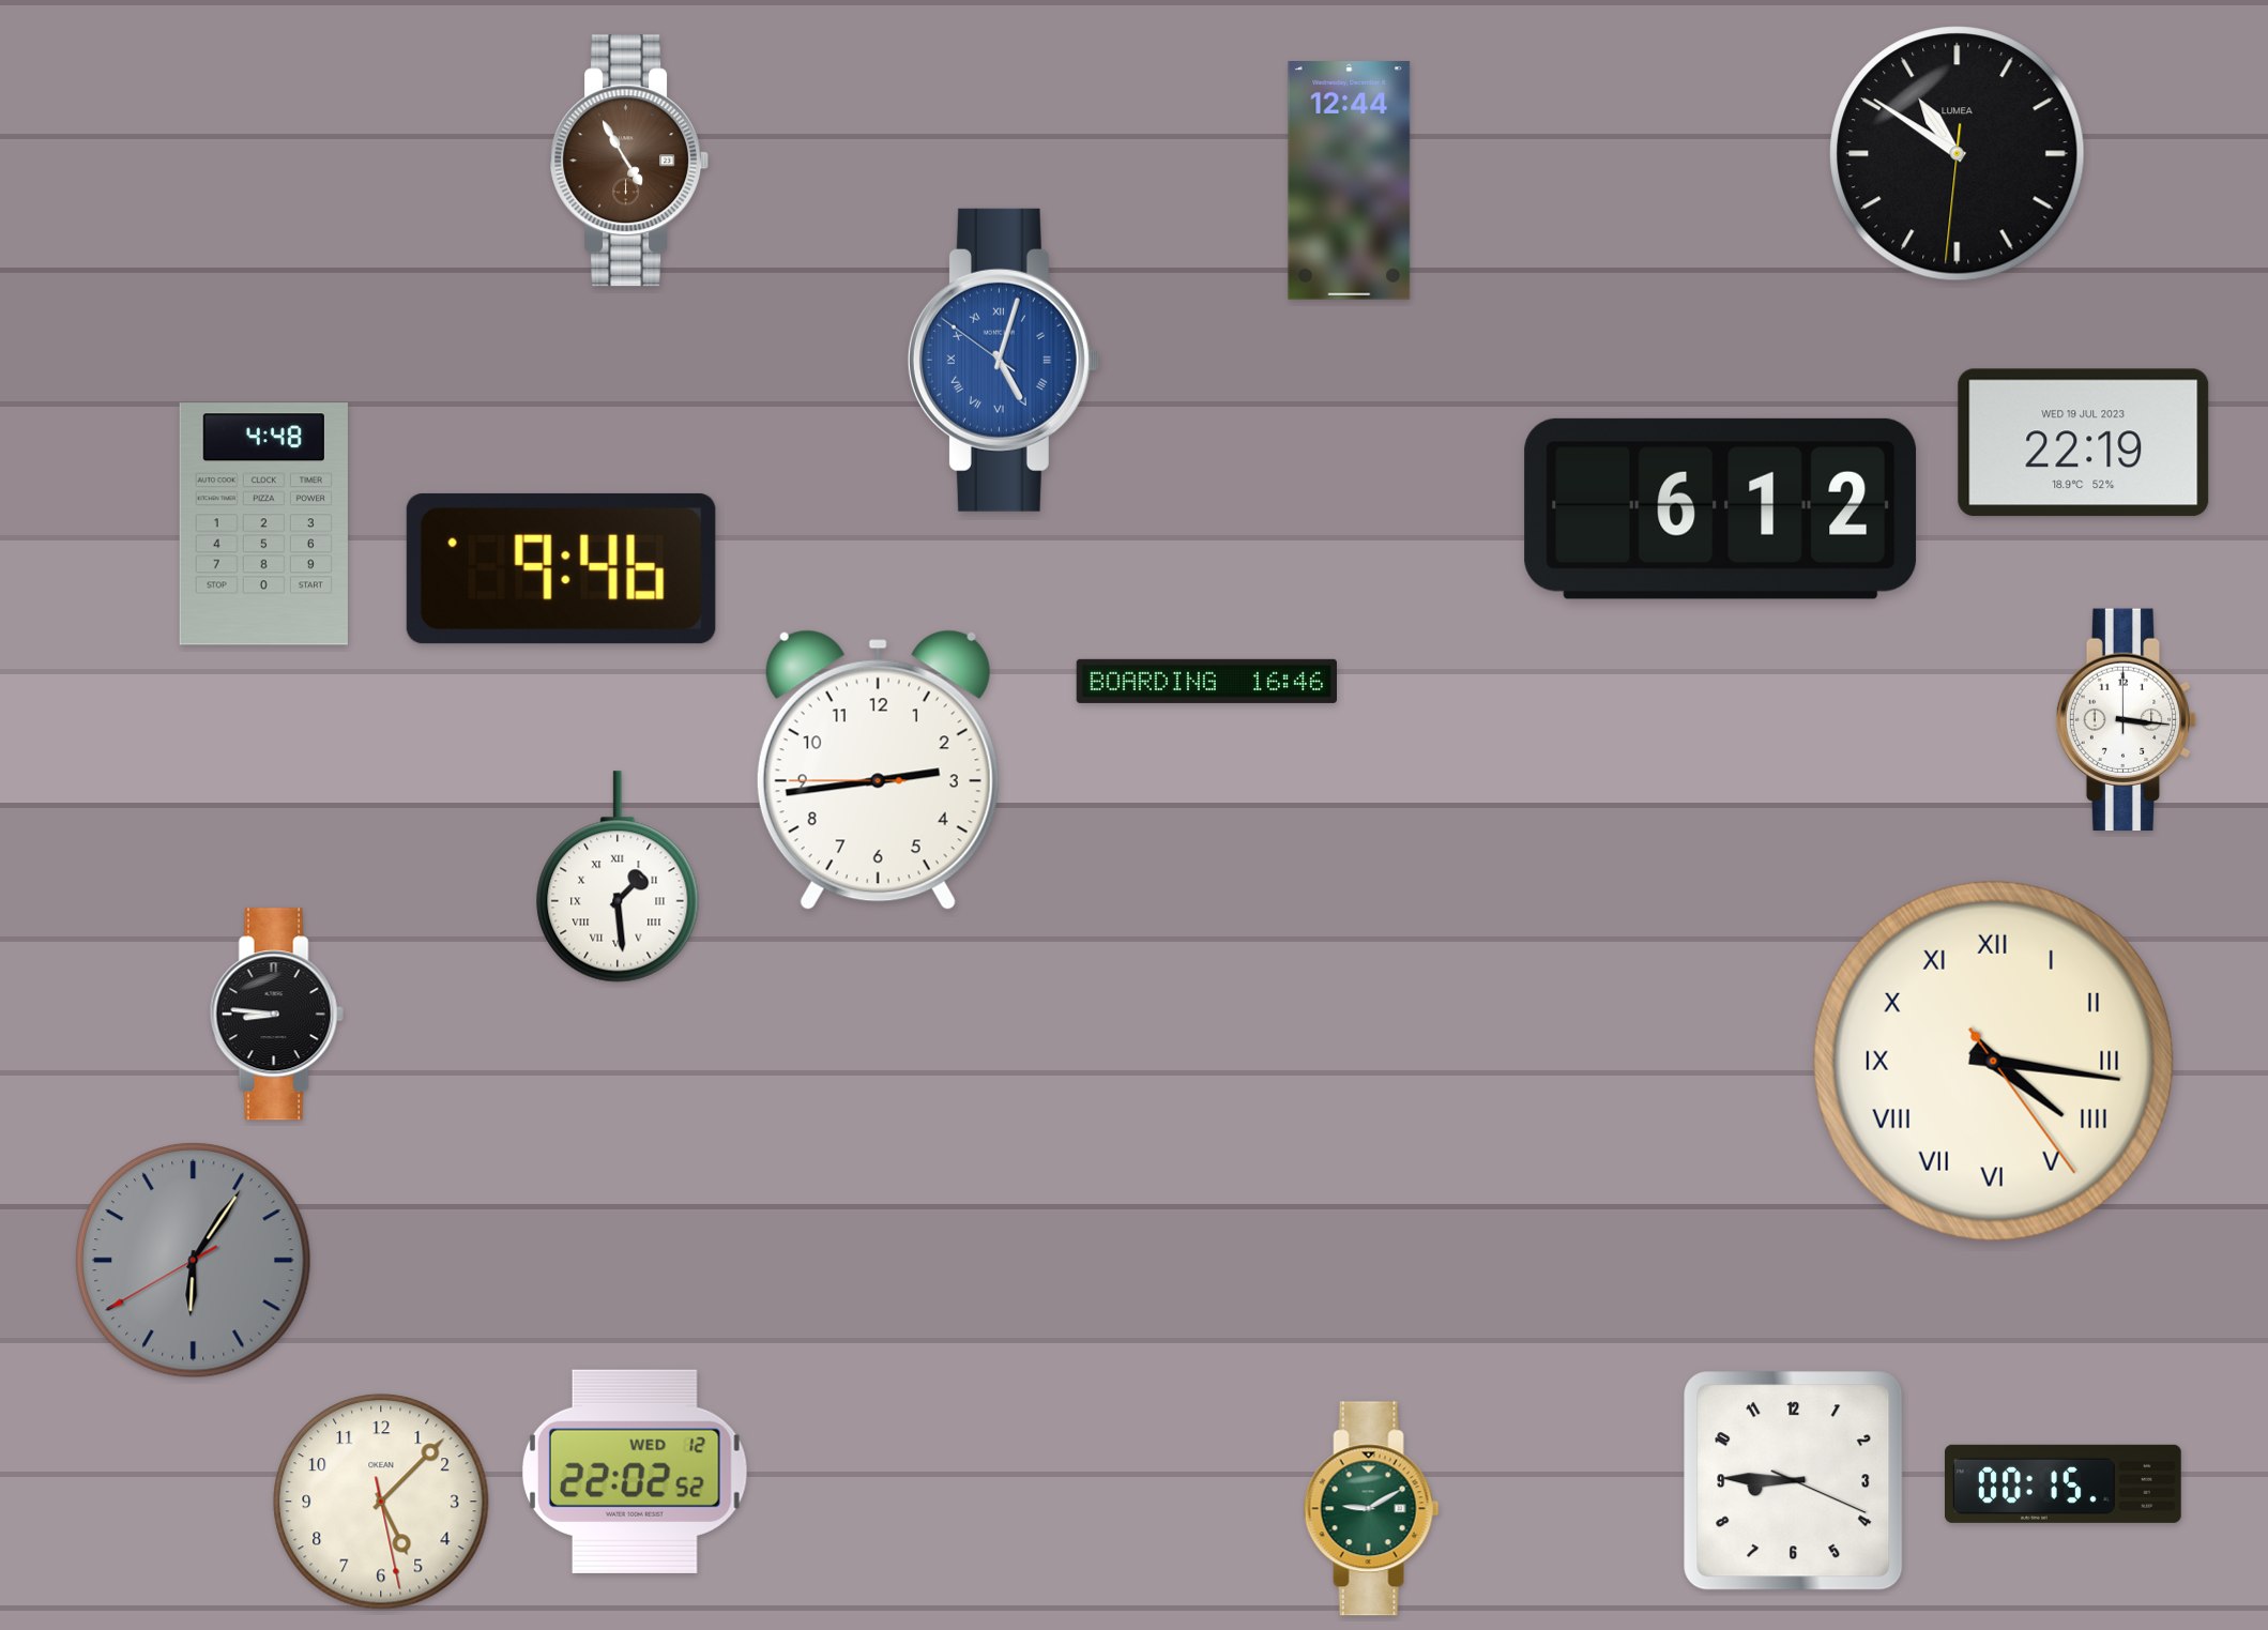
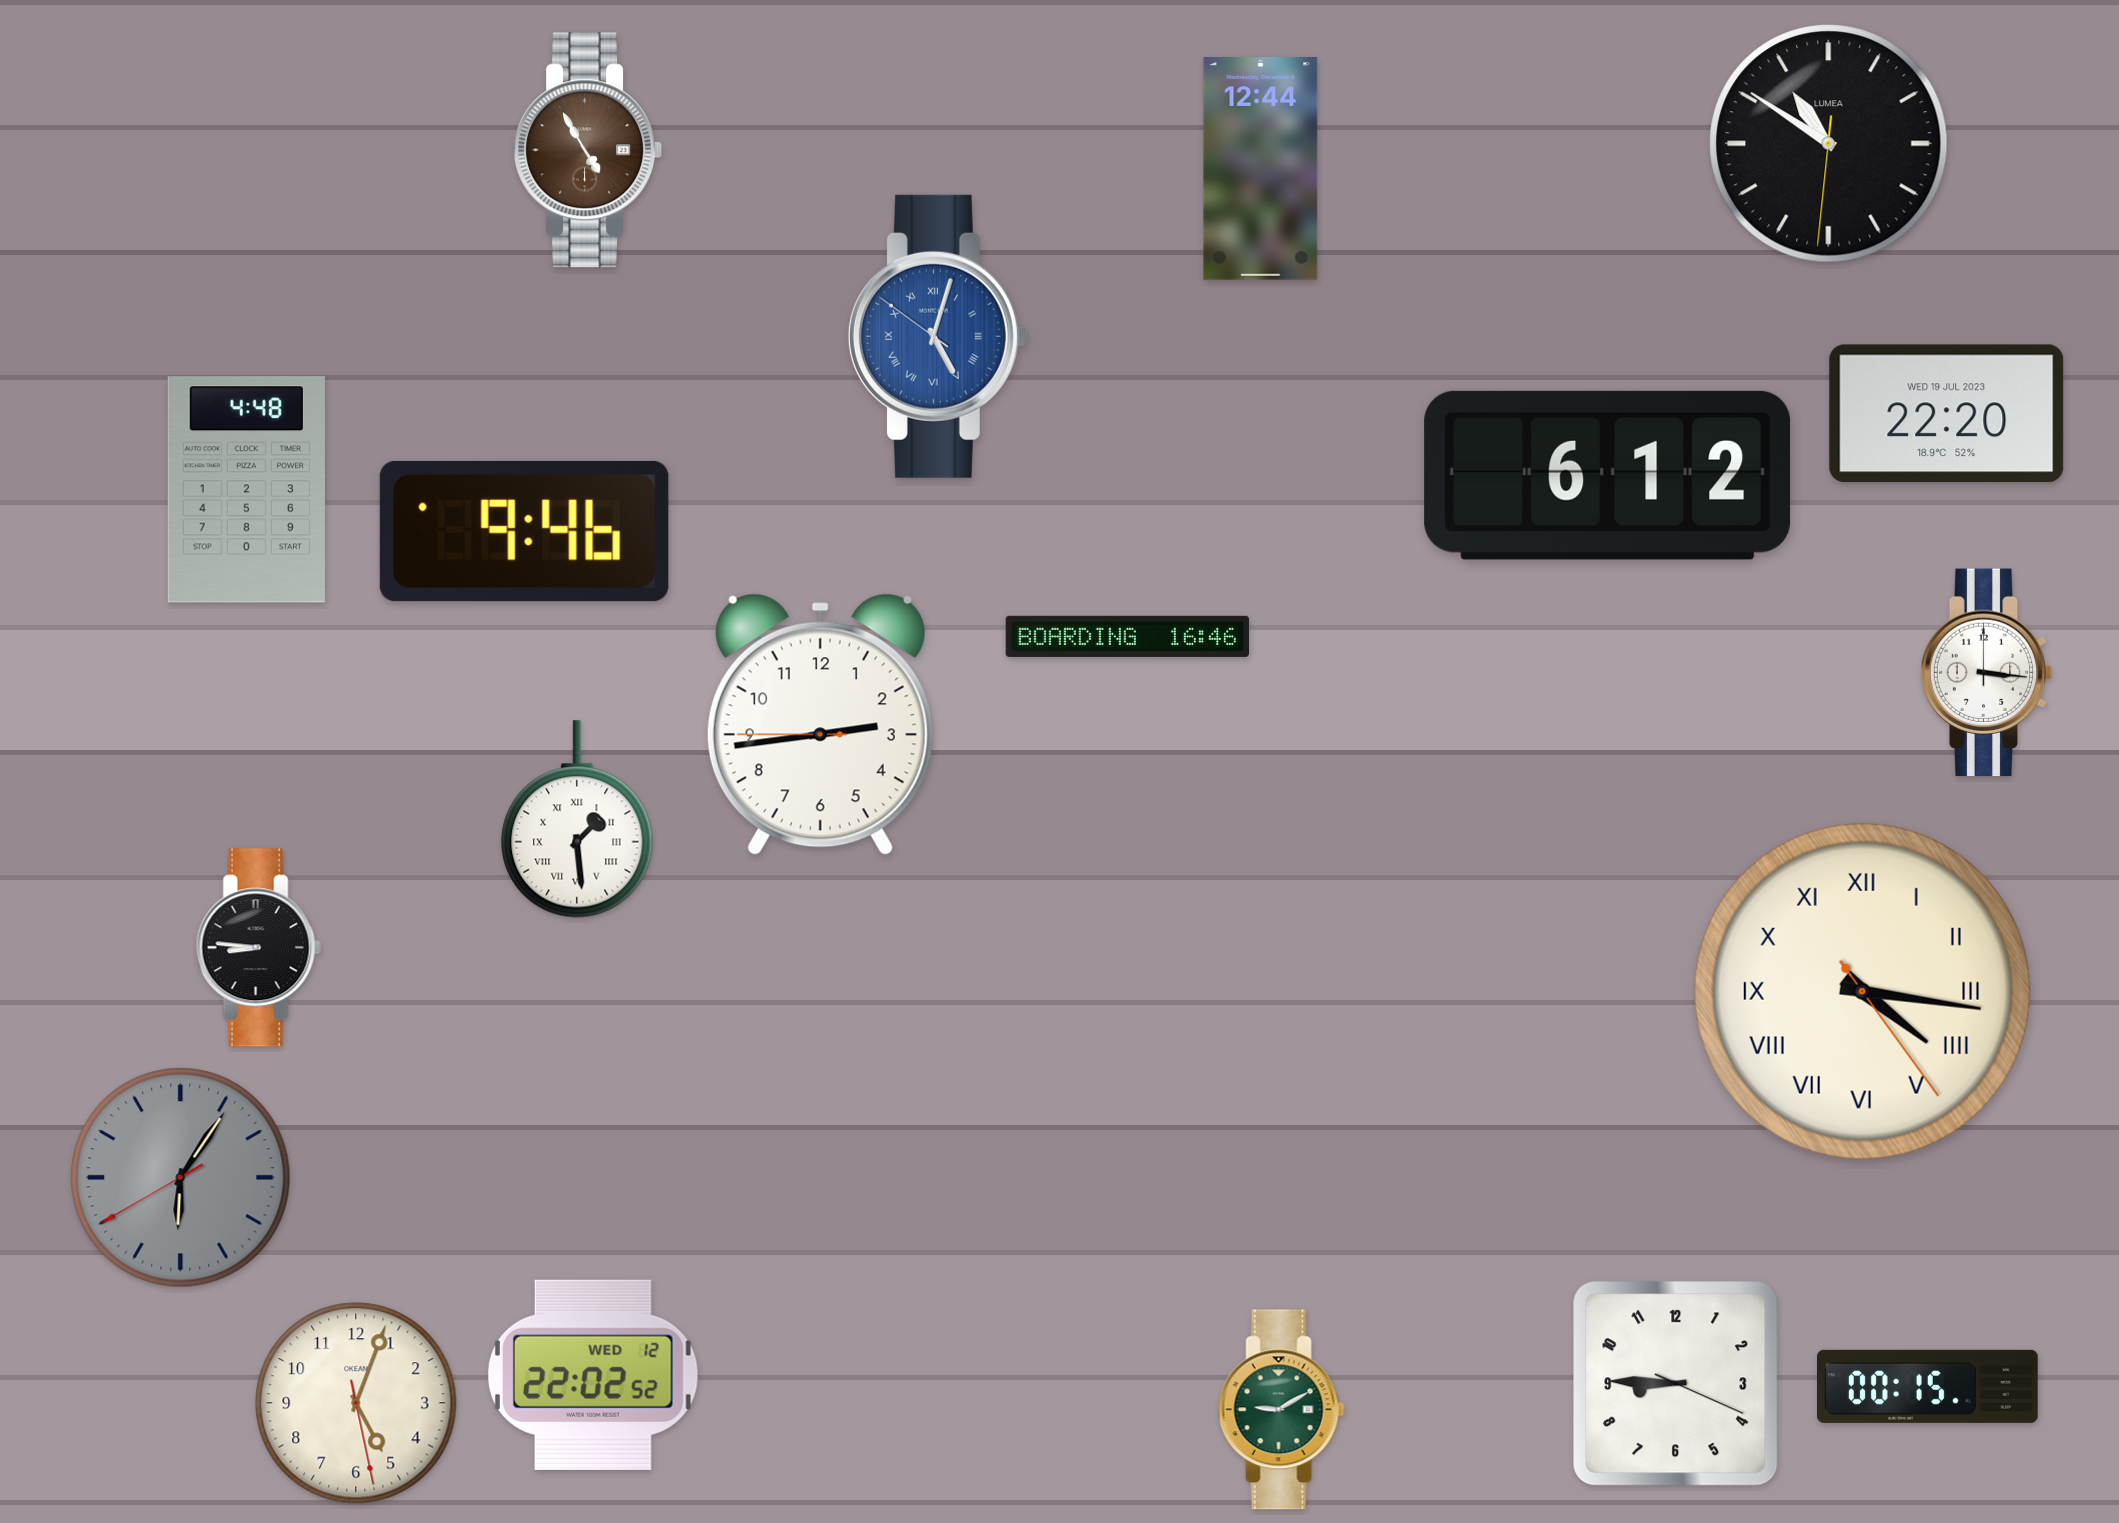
clock at (2084, 443): 22:19 -> 22:20
clock at (878, 771) position: (878, 771) -> (820, 725)
clock at (381, 1502): 5:07 -> 5:03
